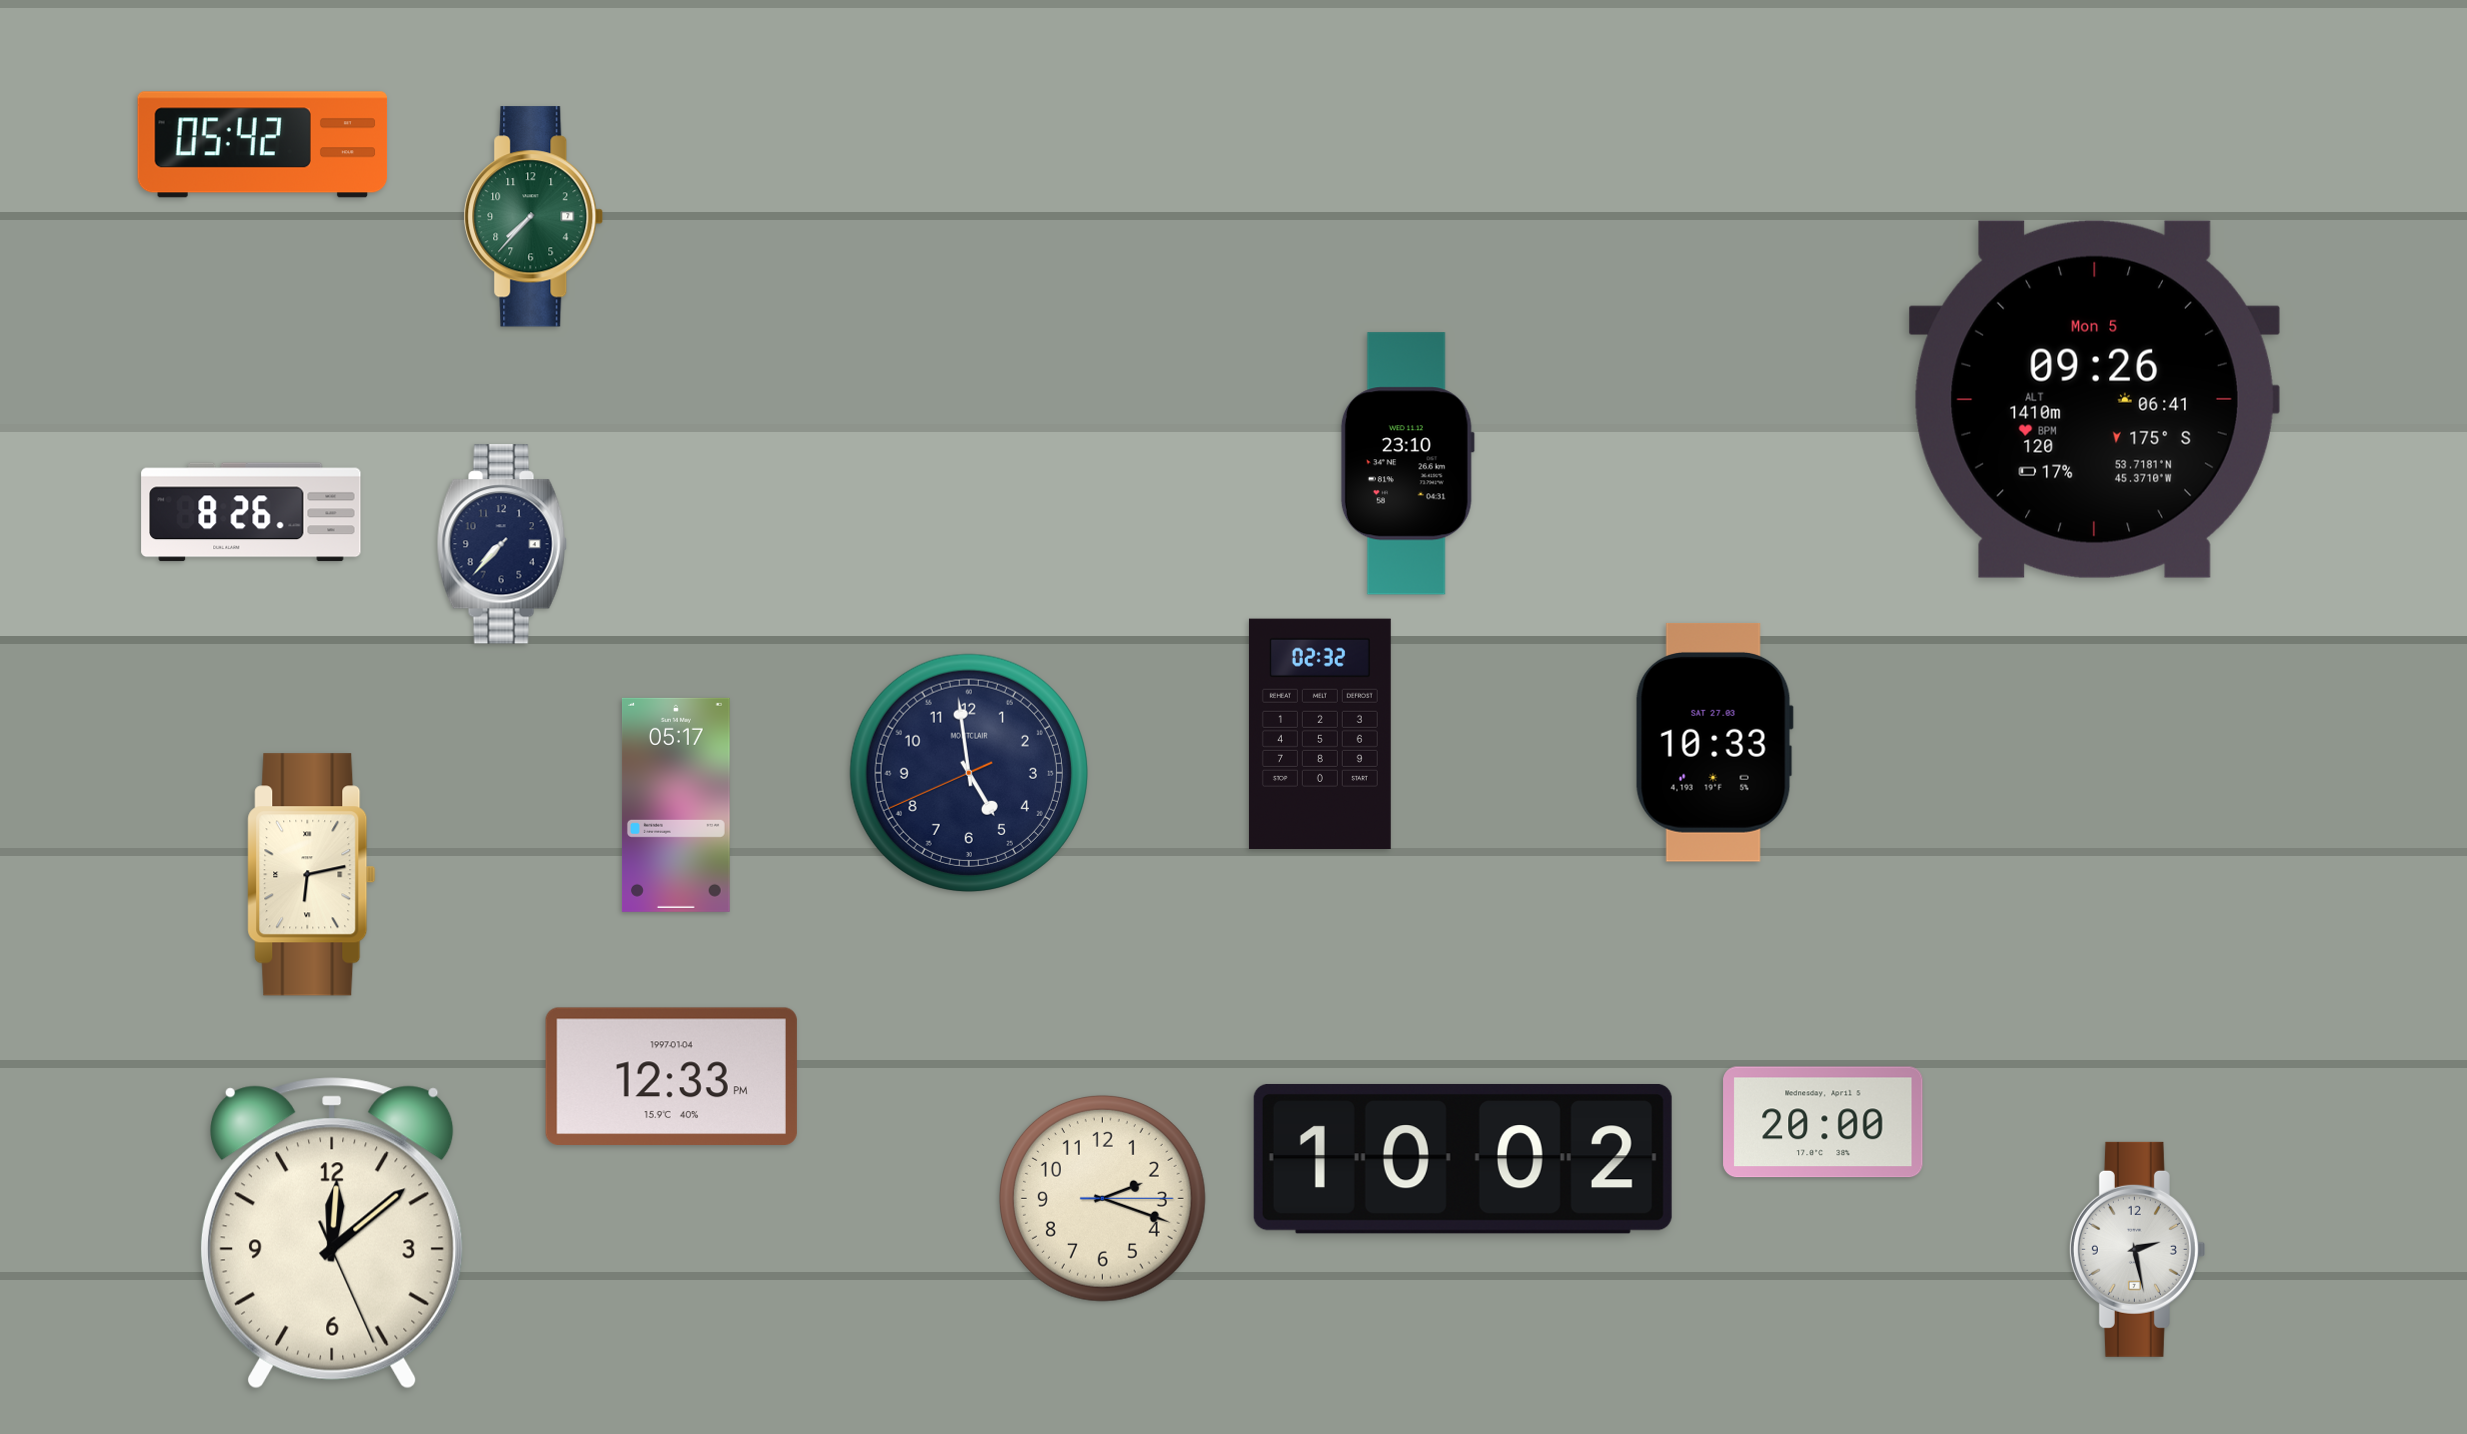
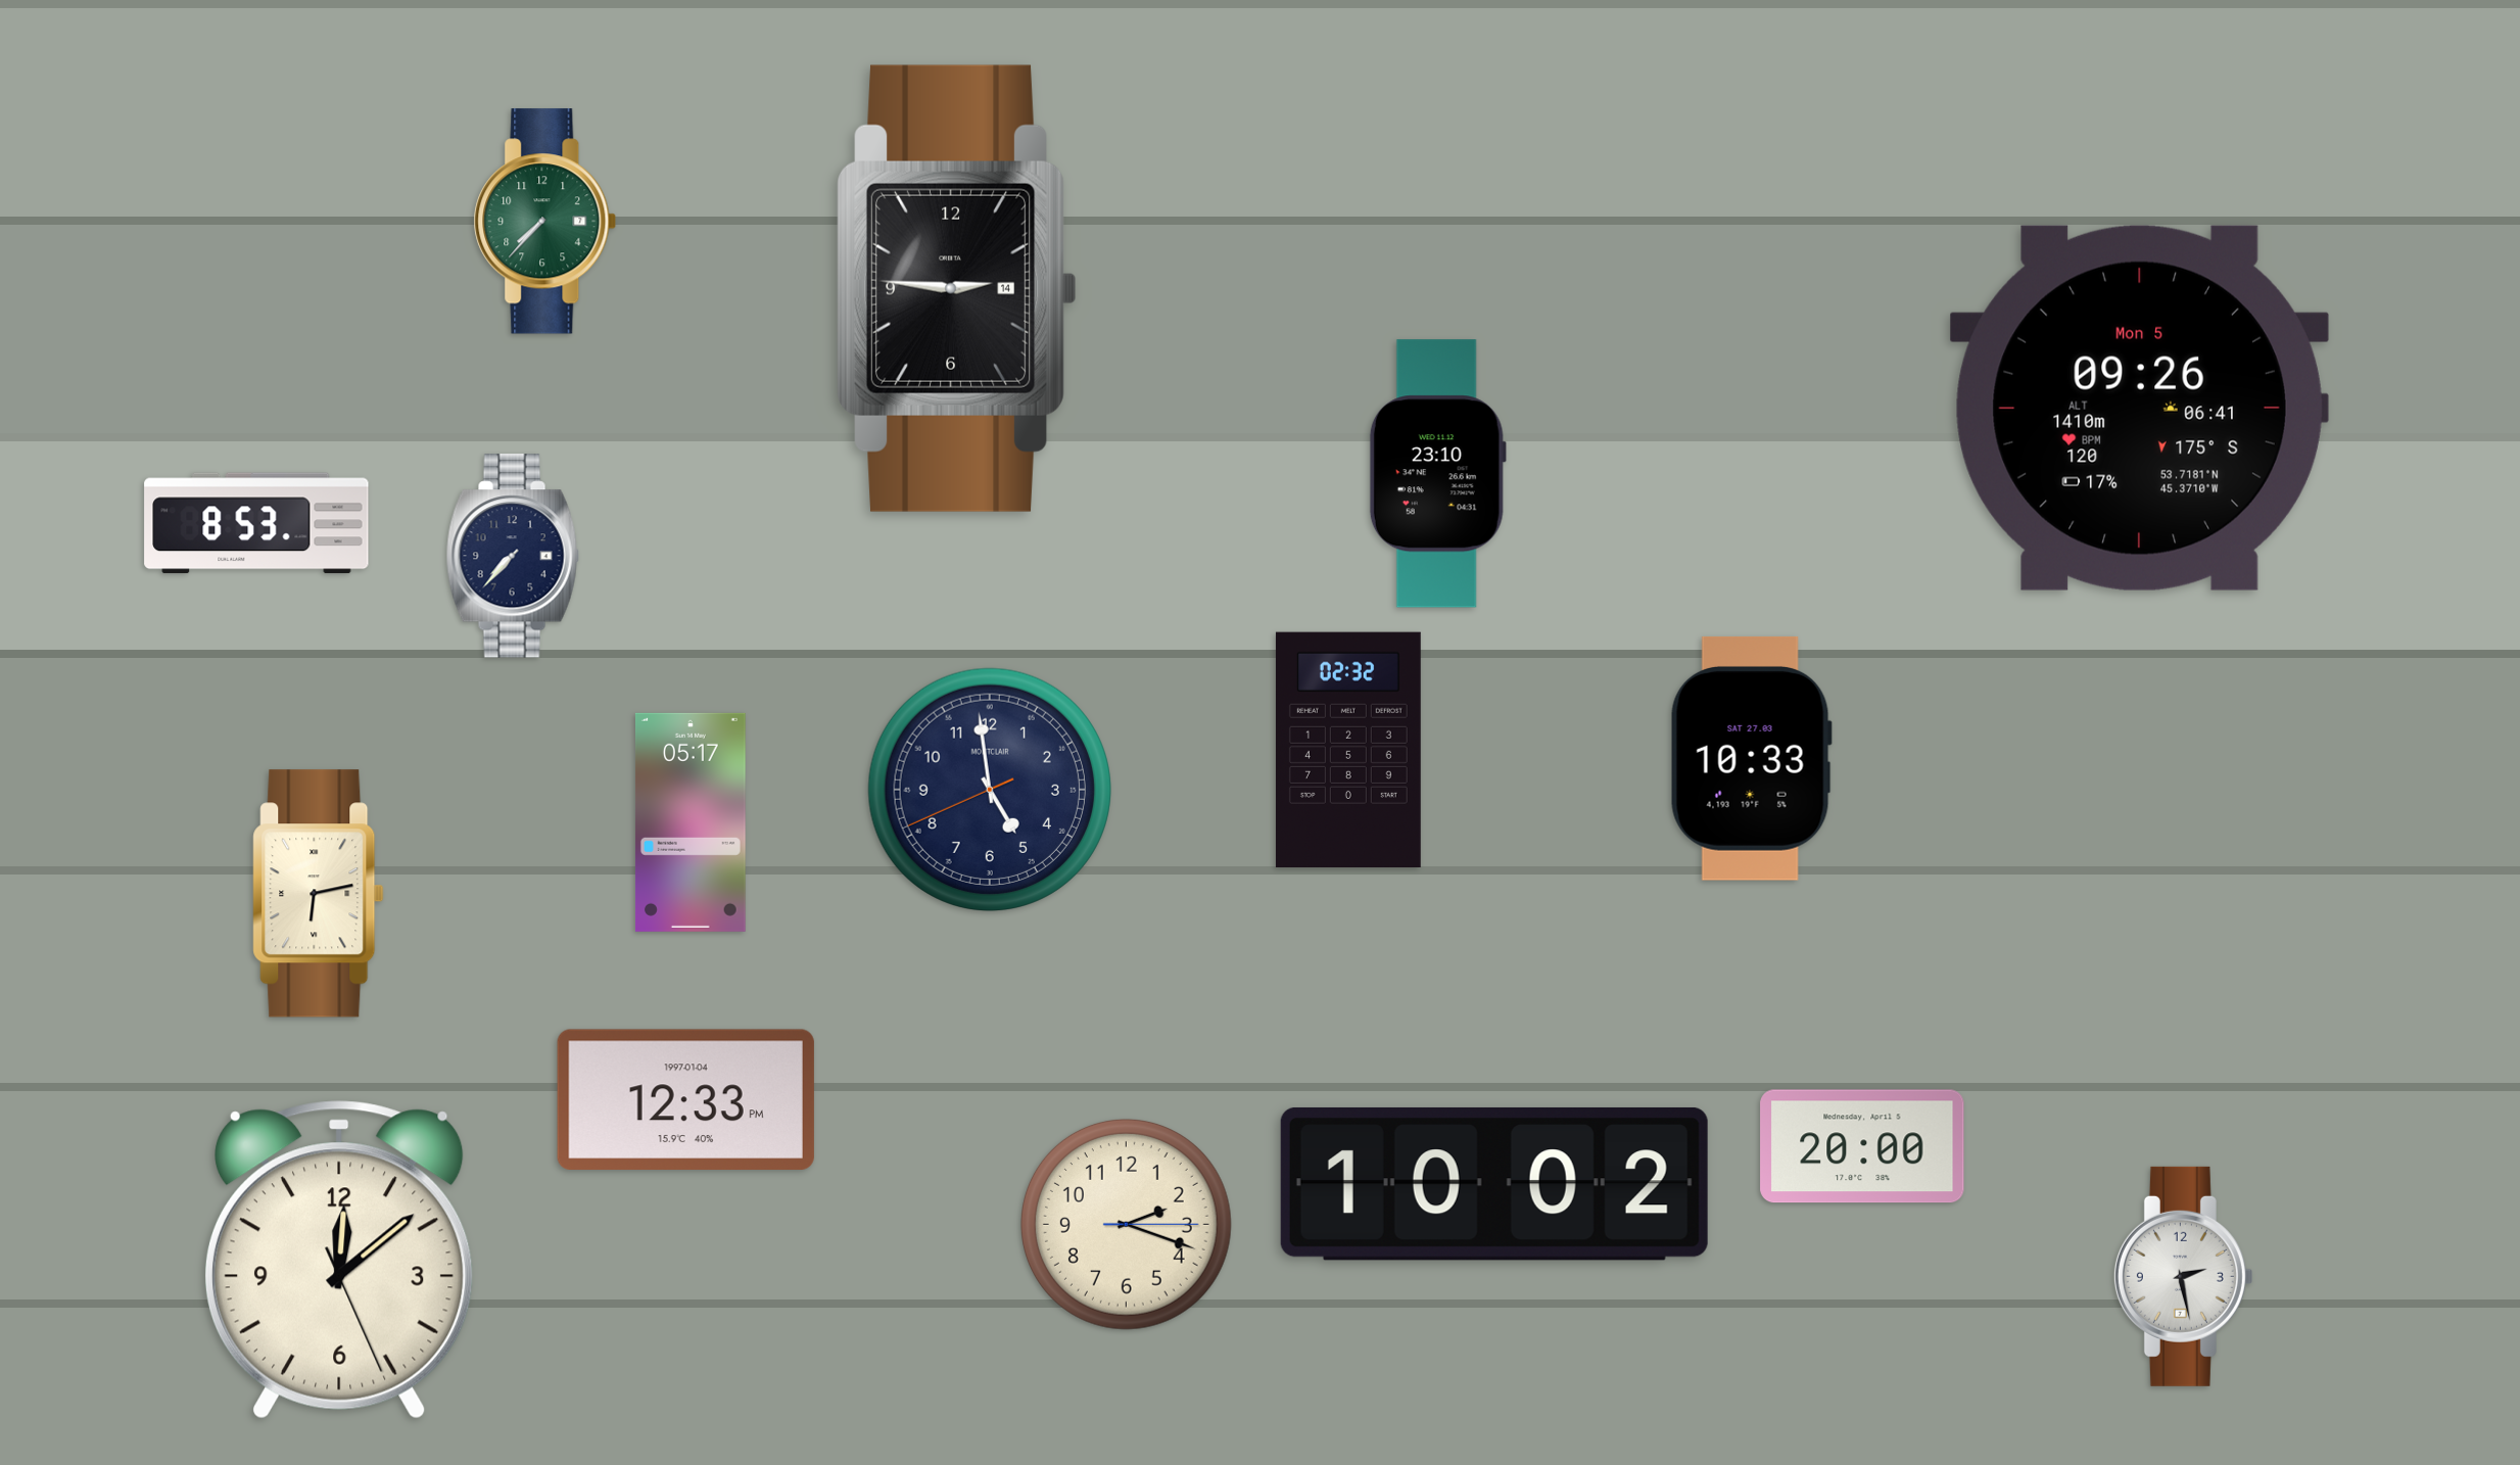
clock at (263, 145): 05:42 -> none
clock at (957, 288): none -> 2:46
clock at (251, 512): 8:26 -> 8:53
